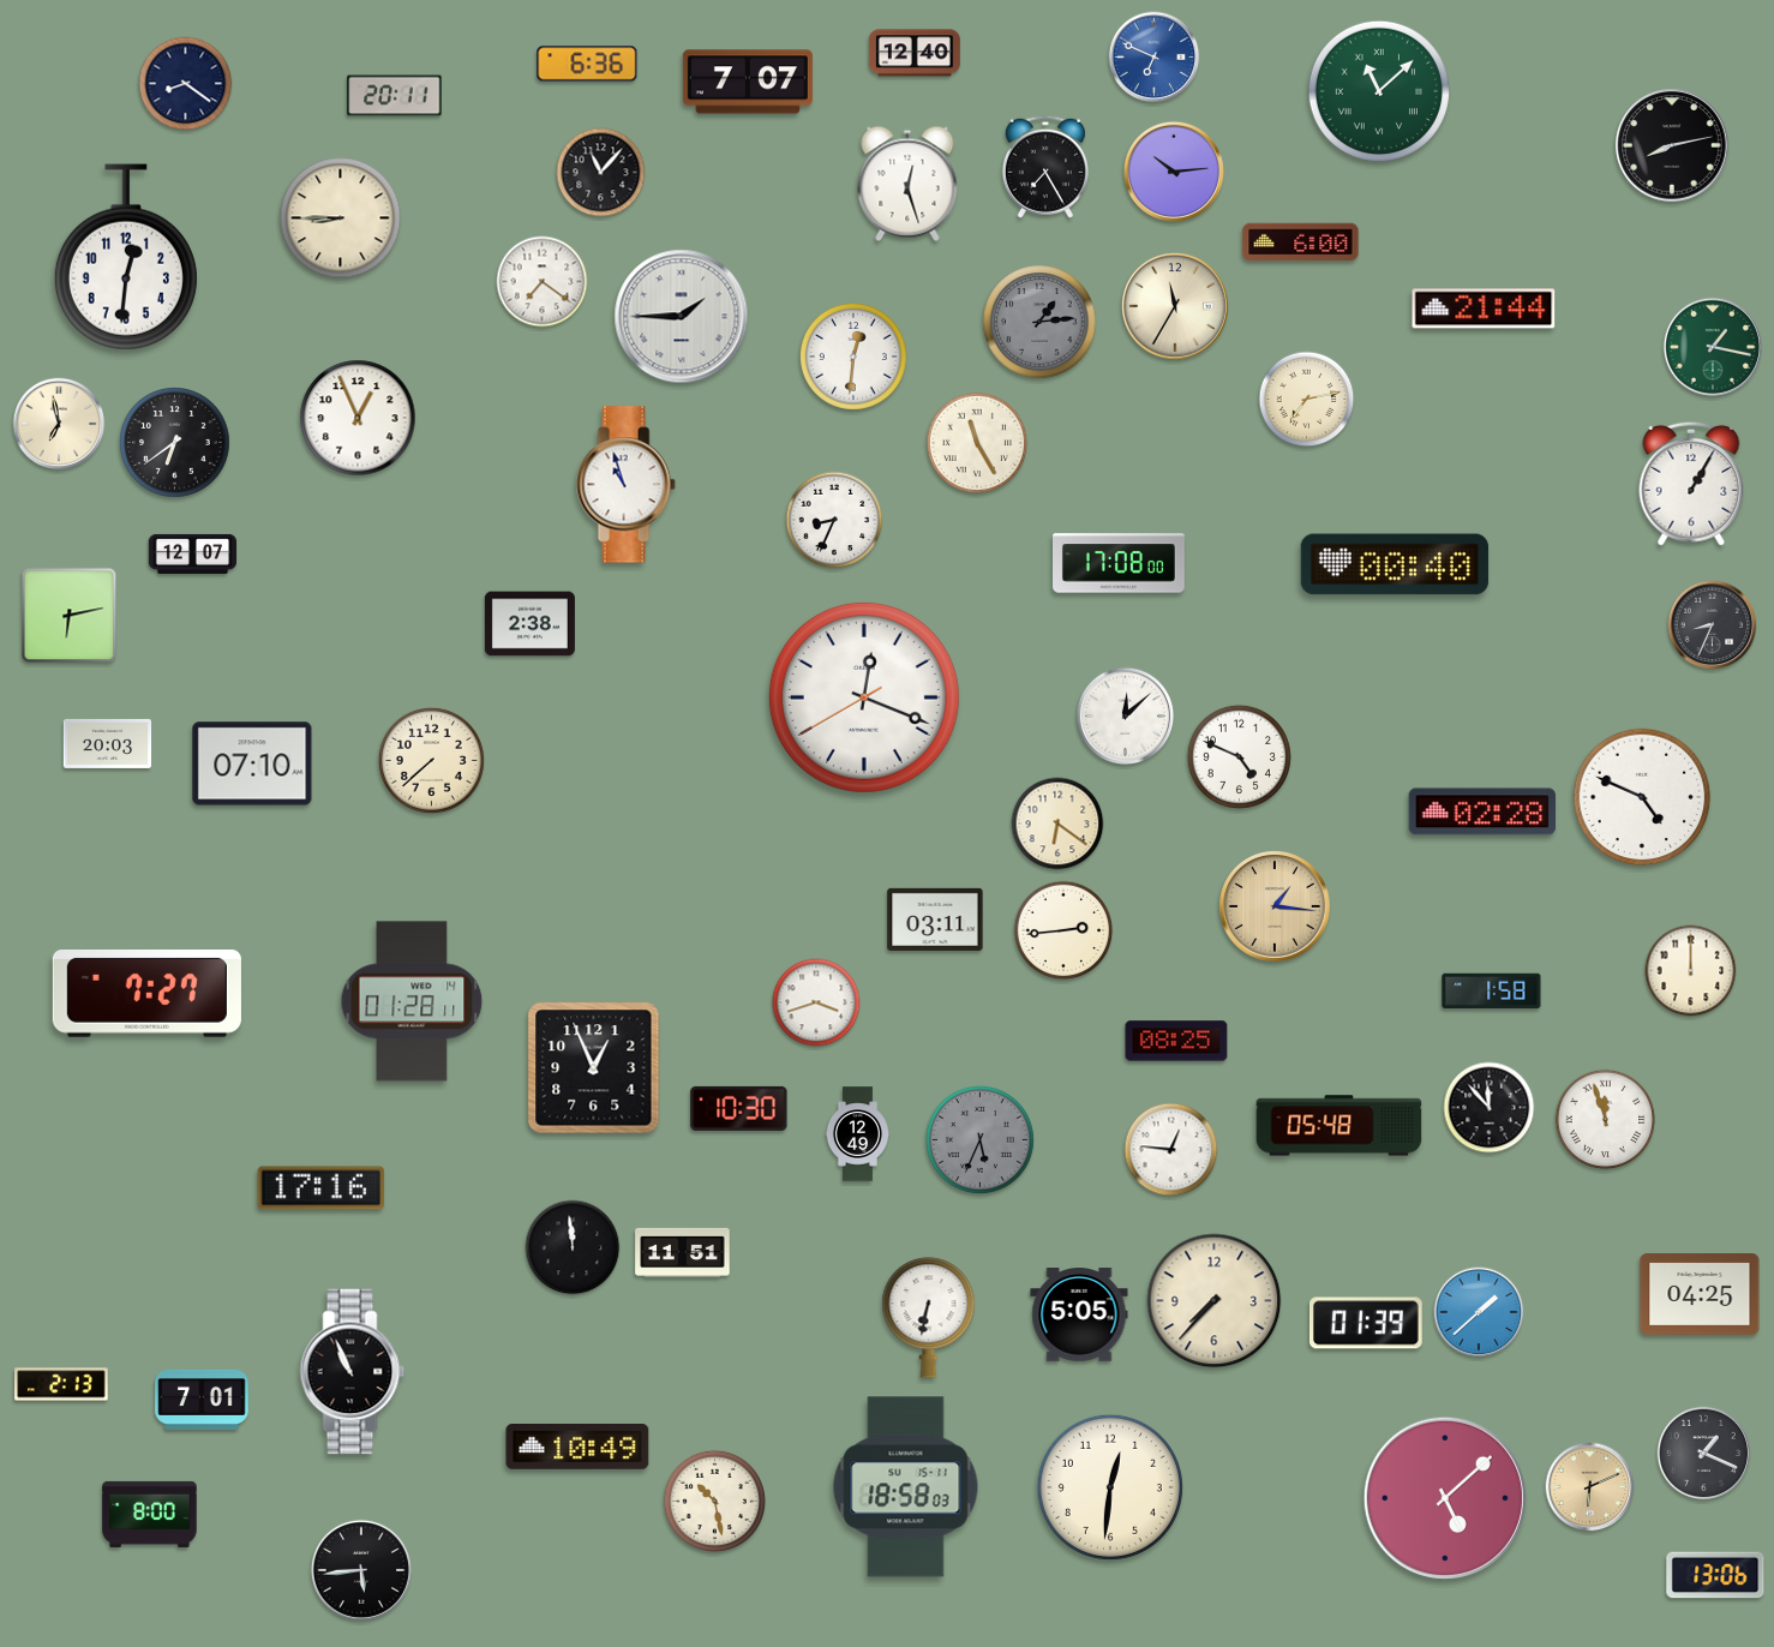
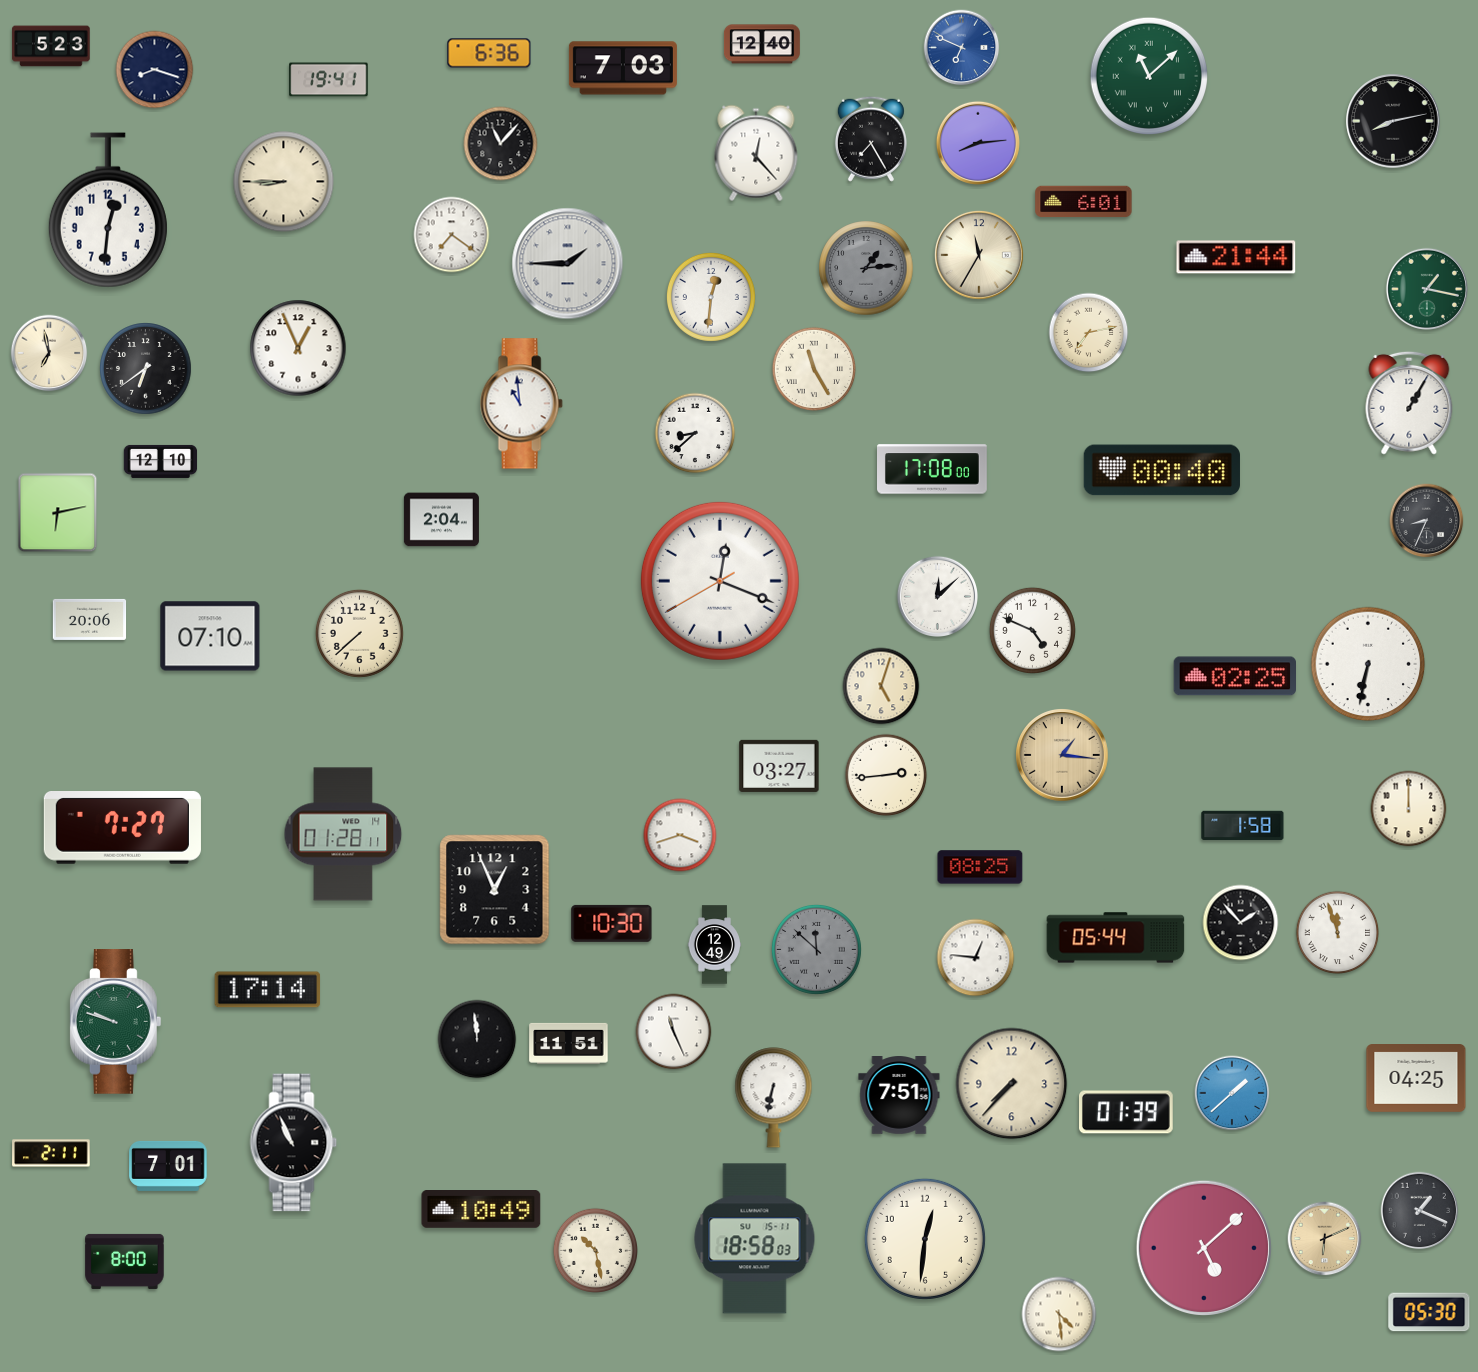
clock at (51, 46): none -> 5:23
clock at (748, 82): 7:07 -> 7:03
clock at (186, 84): 8:21 -> 8:18
clock at (395, 96): 20:11 -> 19:41
clock at (1174, 172): 10:14 -> 8:14
clock at (907, 184): 12:27 -> 12:23
clock at (1301, 242): 6:00 -> 6:01
clock at (126, 257) position: (126, 257) -> (108, 210)
clock at (625, 485): 10:57 -> 10:59
clock at (834, 520): 8:34 -> 8:38
clock at (193, 553): 12:07 -> 12:10
clock at (529, 624): 2:38 -> 2:04
clock at (108, 743): 20:03 -> 20:06
clock at (1642, 797): 4:49 -> 6:32
clock at (1482, 811): 02:28 -> 02:25
clock at (1057, 824): 6:21 -> 5:03
clock at (935, 920): 03:11 -> 03:27
clock at (739, 1108) position: (739, 1108) -> (612, 923)
clock at (1490, 1108): 11:53 -> 1:53
clock at (1340, 1126): 05:48 -> 05:44
clock at (979, 1139): 5:34 -> 11:52
clock at (322, 1188): 17:16 -> 17:14
clock at (116, 1022): none -> 9:48
clock at (674, 1032): none -> 11:26
clock at (1079, 1316): 5:05 -> 7:51
clock at (1367, 1323) position: (1367, 1323) -> (1127, 1112)
clock at (61, 1384): 2:13 -> 2:11
clock at (577, 1448) position: (577, 1448) -> (481, 1210)
clock at (361, 1570): 5:44 -> none
clock at (1715, 1575): 13:06 -> 05:30
clock at (1059, 1314): none -> 4:29
